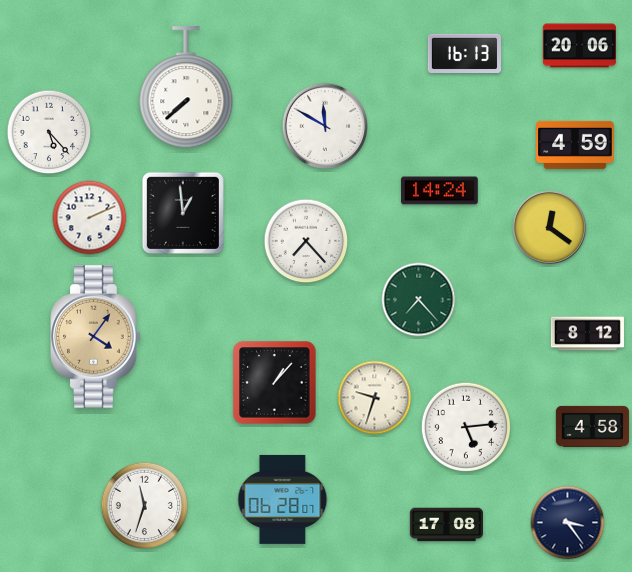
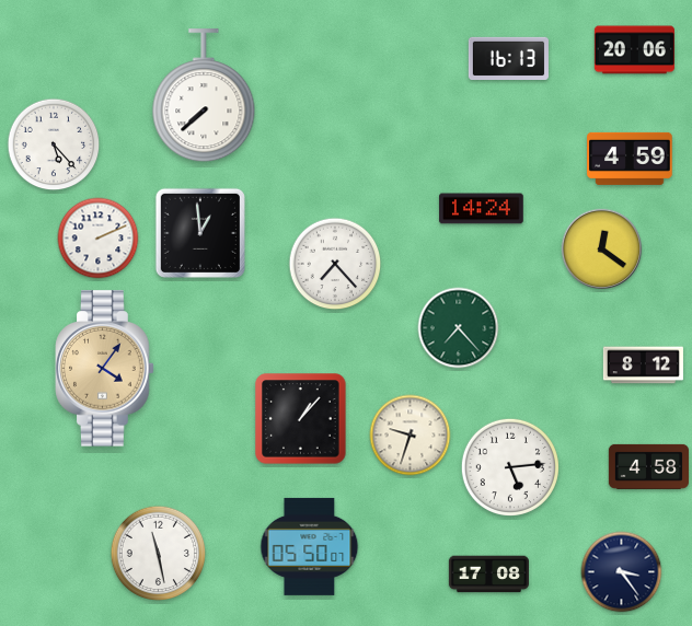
clock at (324, 125): 11:50 -> none
clock at (283, 499): 06:28 -> 05:50
clock at (145, 506): 11:33 -> 11:28
